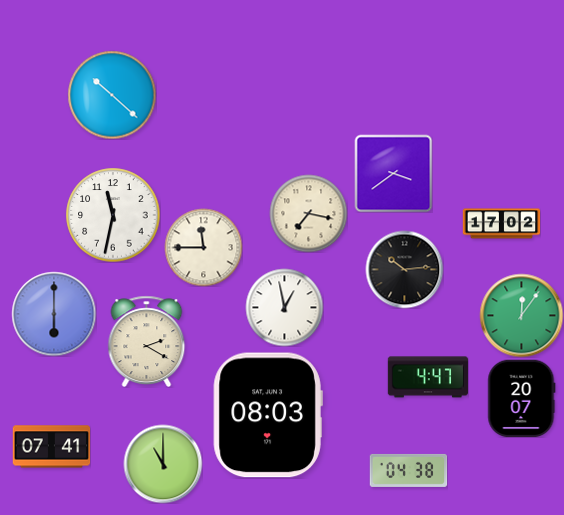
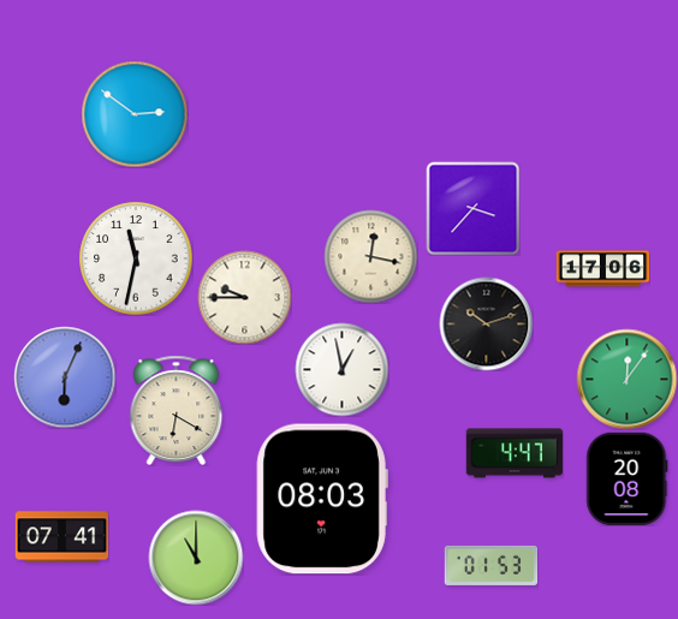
clock at (112, 95): 10:22 -> 2:51
clock at (393, 173): 3:39 -> 3:37
clock at (308, 213): 7:17 -> 12:17
clock at (501, 224): 17:02 -> 17:06
clock at (203, 247): 11:45 -> 9:45
clock at (404, 269): 10:14 -> 10:12
clock at (54, 314): 6:00 -> 6:04
clock at (147, 341): 2:20 -> 6:20
clock at (522, 398): 20:07 -> 20:08
clock at (408, 470): 04:38 -> 01:53
